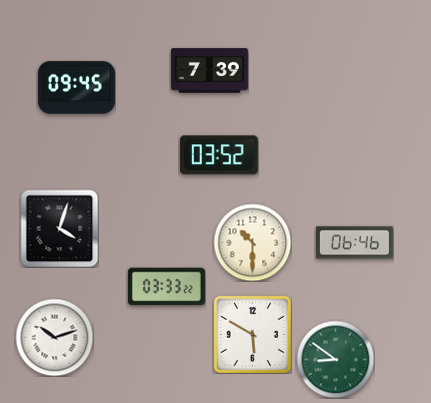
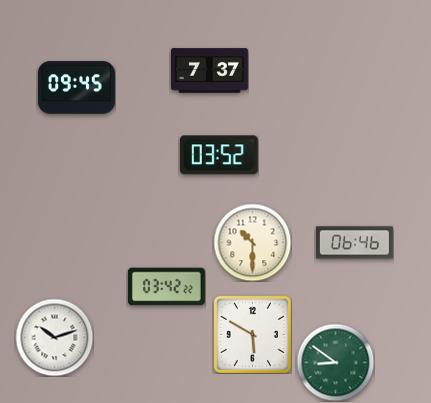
clock at (209, 71): 7:39 -> 7:37
clock at (59, 228): 4:03 -> none
clock at (166, 287): 03:33 -> 03:42
clock at (335, 359) position: (335, 359) -> (335, 362)
